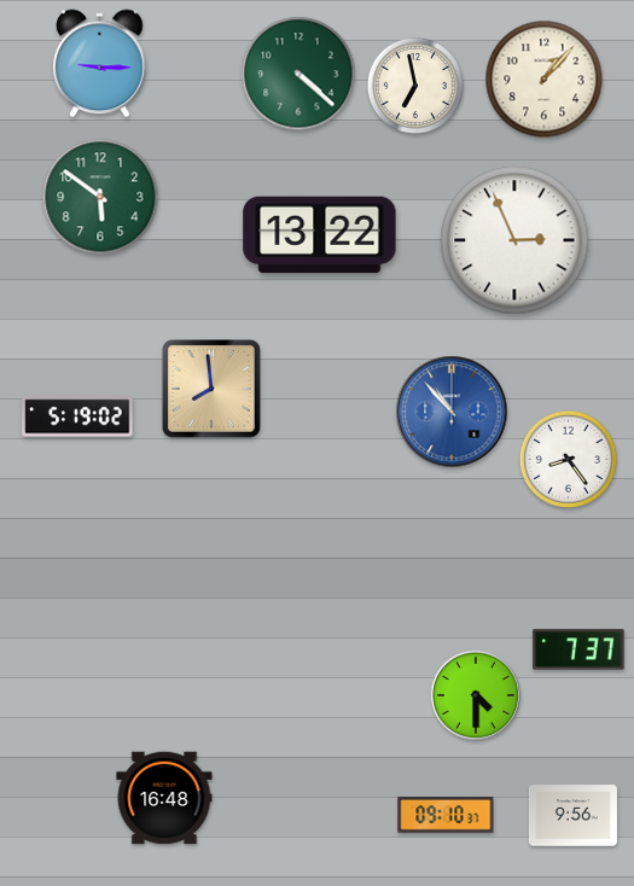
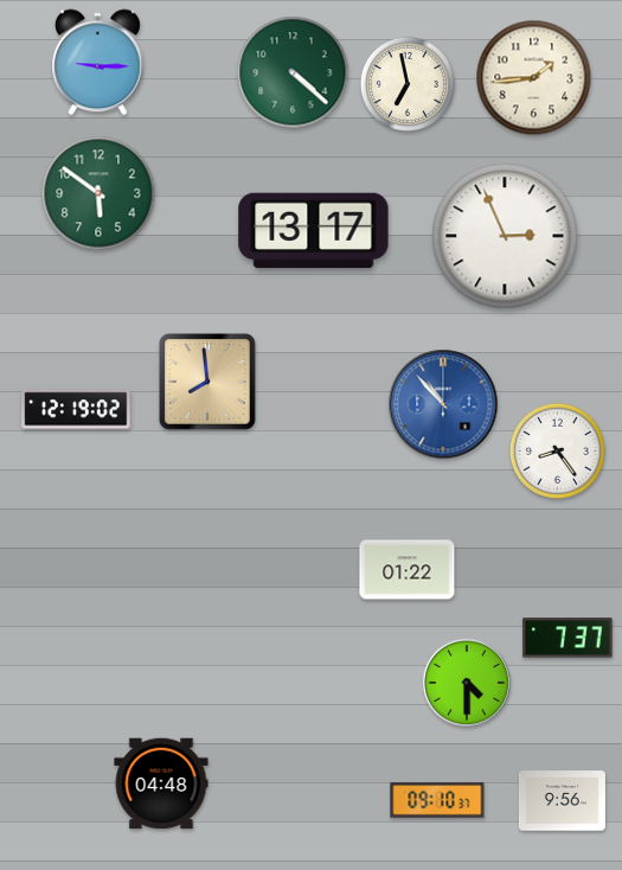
clock at (545, 80): 1:07 -> 1:44
clock at (320, 235): 13:22 -> 13:17
clock at (77, 416): 5:19 -> 12:19
clock at (408, 570): none -> 01:22
clock at (164, 798): 16:48 -> 04:48
